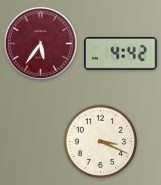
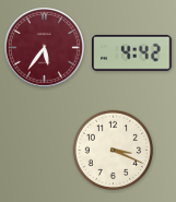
clock at (121, 53) position: (121, 53) -> (132, 52)
clock at (101, 142) position: (101, 142) -> (114, 151)
